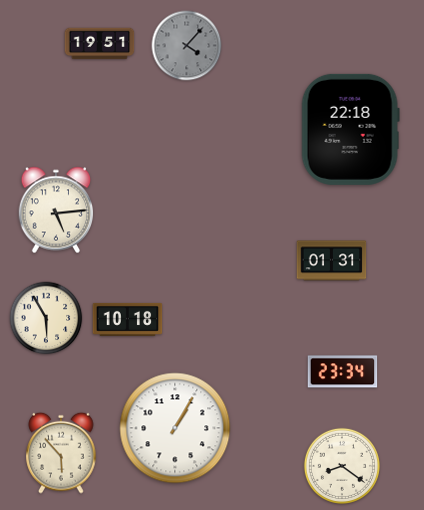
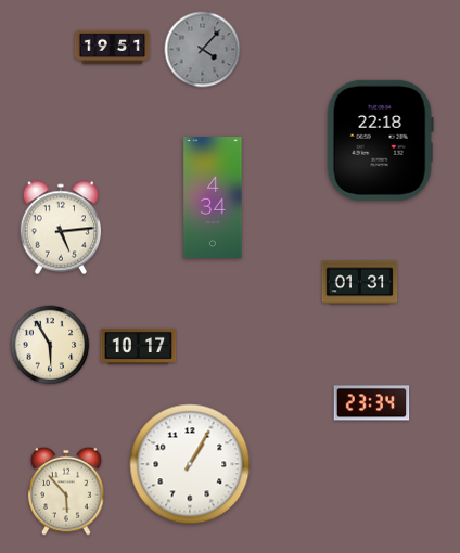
clock at (100, 44) position: (100, 44) -> (113, 48)
clock at (213, 198): none -> 4:34
clock at (128, 319): 10:18 -> 10:17
clock at (342, 466): 8:21 -> none
